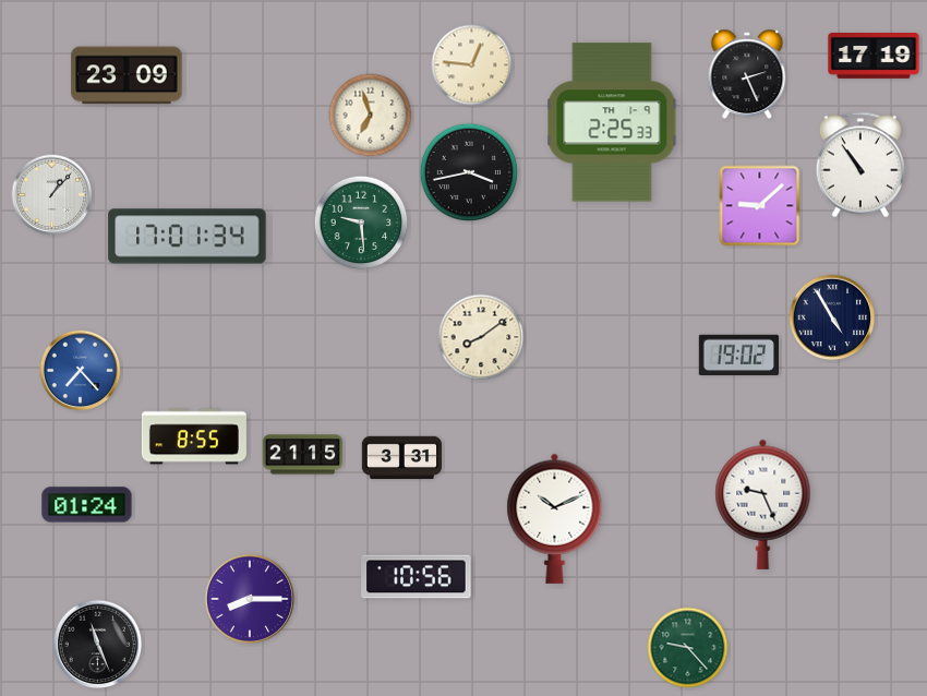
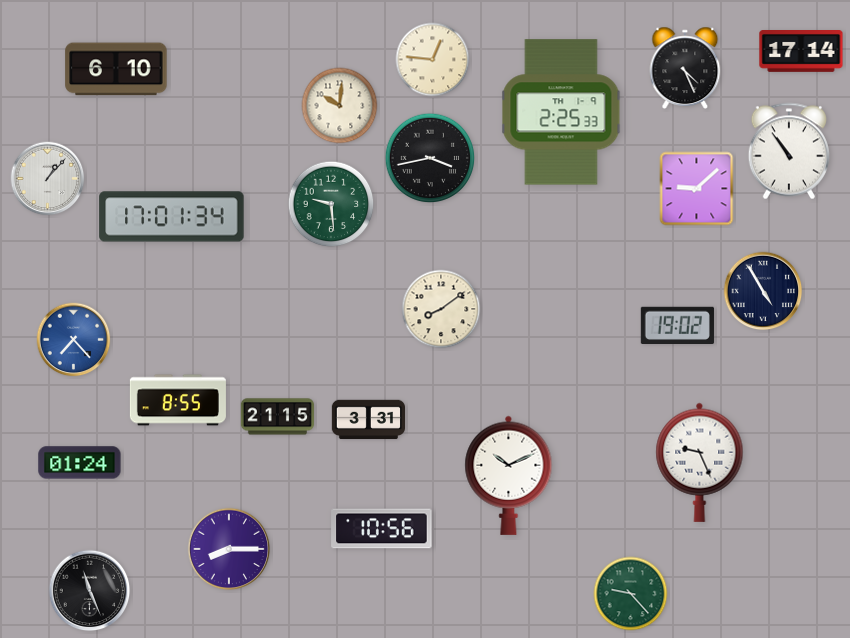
clock at (874, 57): 17:19 -> 17:14
clock at (747, 73): 2:26 -> 4:26
clock at (127, 75): 23:09 -> 6:10
clock at (371, 116): 6:57 -> 10:01
